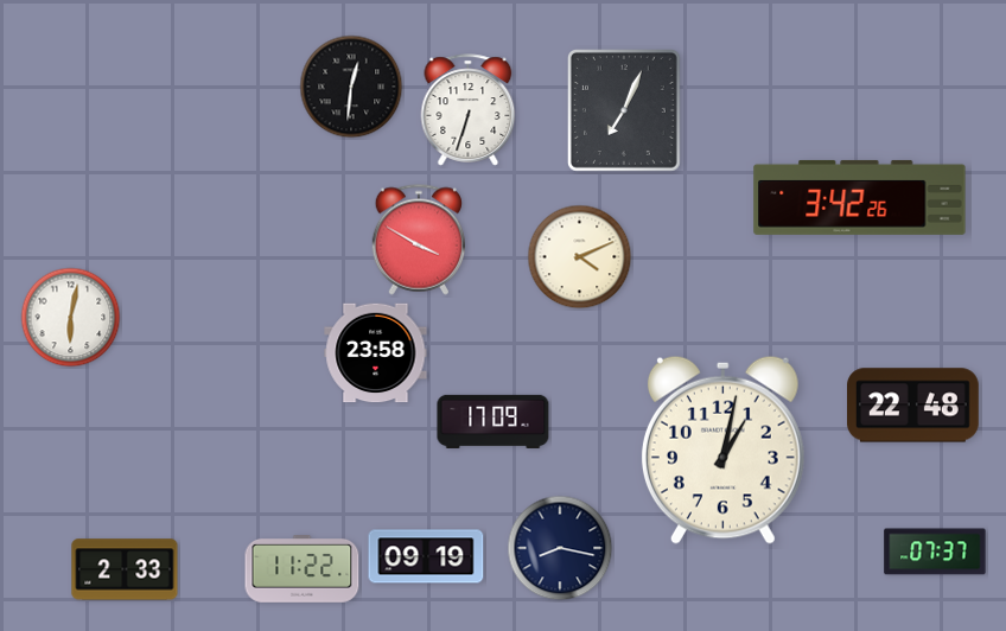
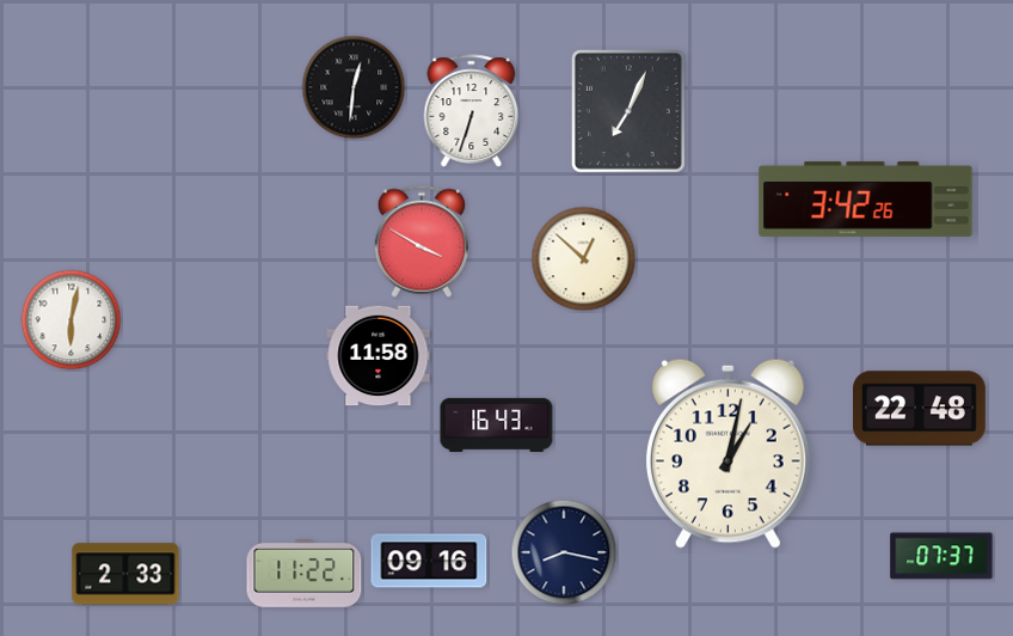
clock at (580, 257): 4:11 -> 12:52
clock at (376, 353): 23:58 -> 11:58
clock at (494, 421): 17:09 -> 16:43
clock at (426, 556): 09:19 -> 09:16
